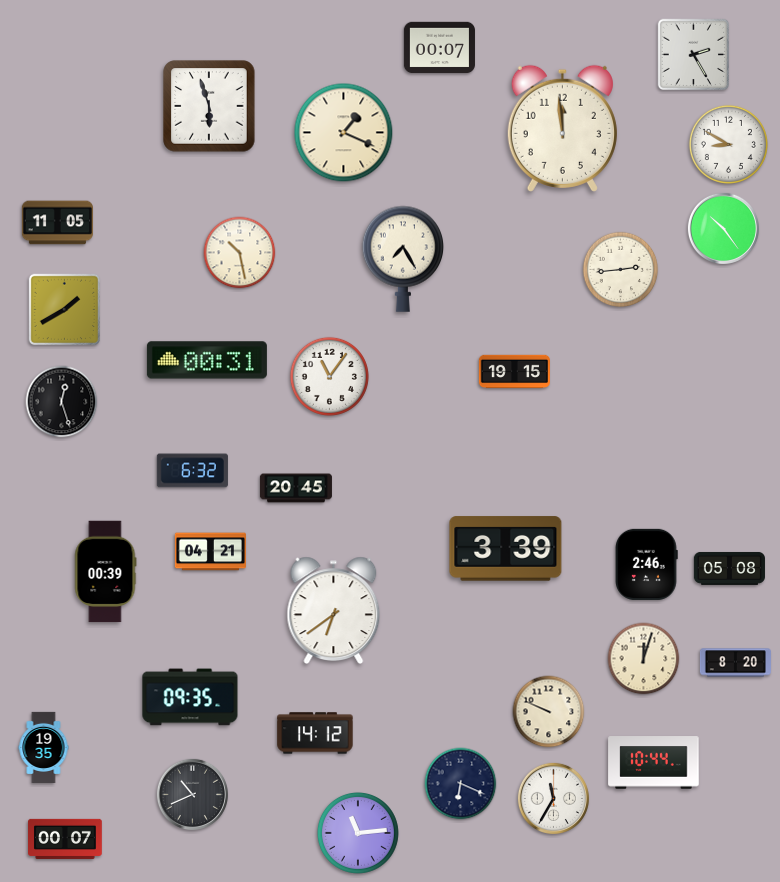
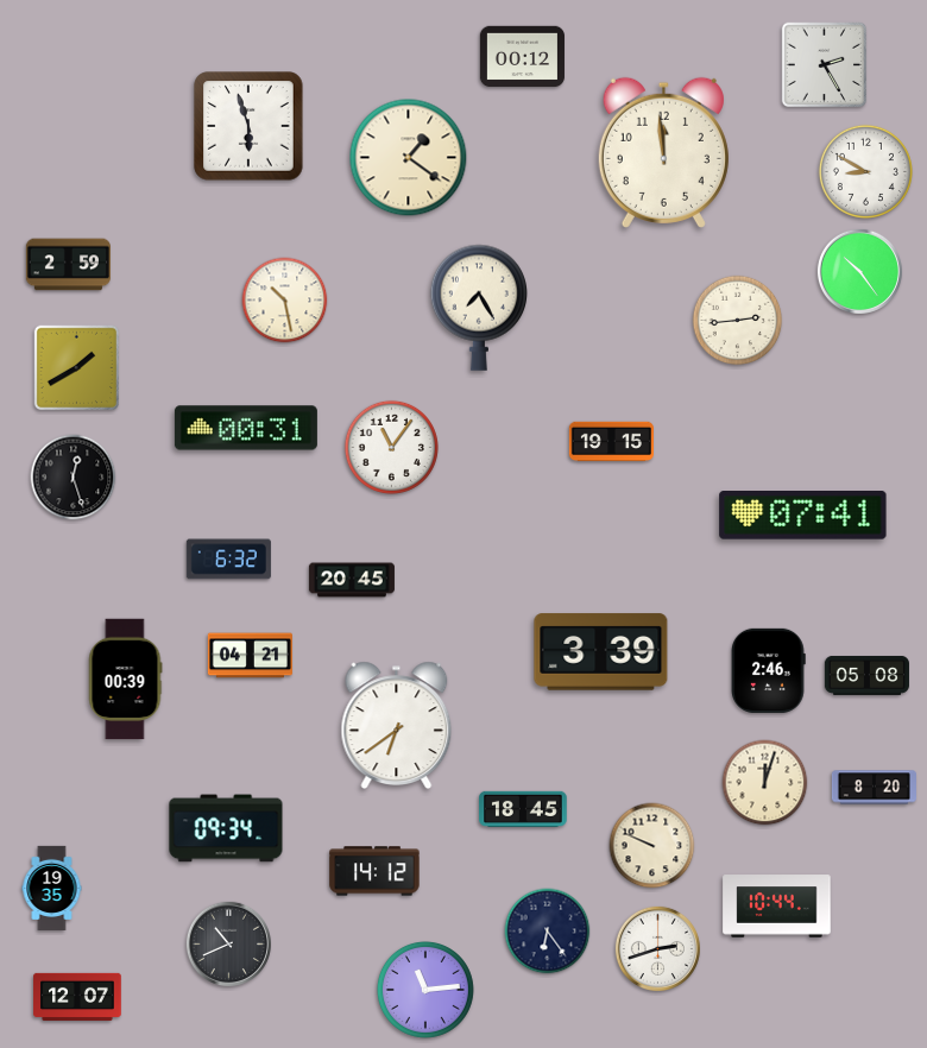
clock at (439, 48): 00:07 -> 00:12
clock at (562, 128) position: (562, 128) -> (663, 152)
clock at (344, 133): 1:19 -> 1:21
clock at (57, 223): 11:05 -> 2:59
clock at (803, 516): none -> 07:41
clock at (523, 809): none -> 18:45
clock at (190, 697): 09:35 -> 09:34
clock at (461, 784): 6:19 -> 6:24
clock at (553, 798): 11:35 -> 2:42
clock at (65, 838): 00:07 -> 12:07
